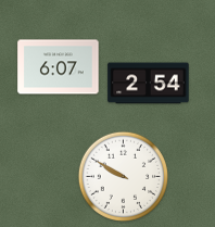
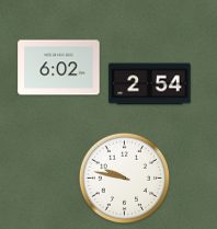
clock at (59, 67): 6:07 -> 6:02
clock at (123, 176): 9:50 -> 9:47
